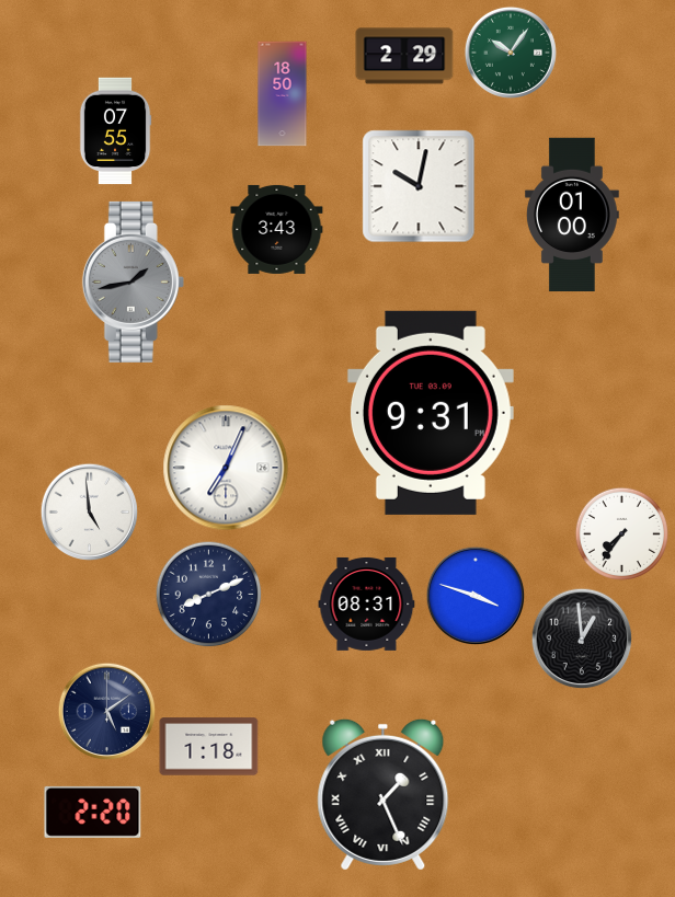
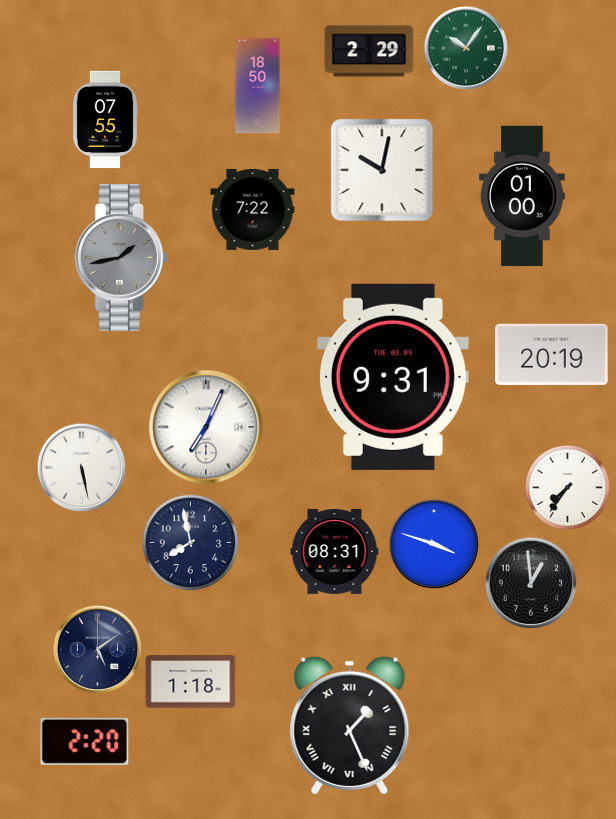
clock at (277, 229): 3:43 -> 7:22
clock at (552, 354): none -> 20:19
clock at (89, 511): 4:59 -> 5:28
clock at (208, 594): 8:11 -> 7:58
